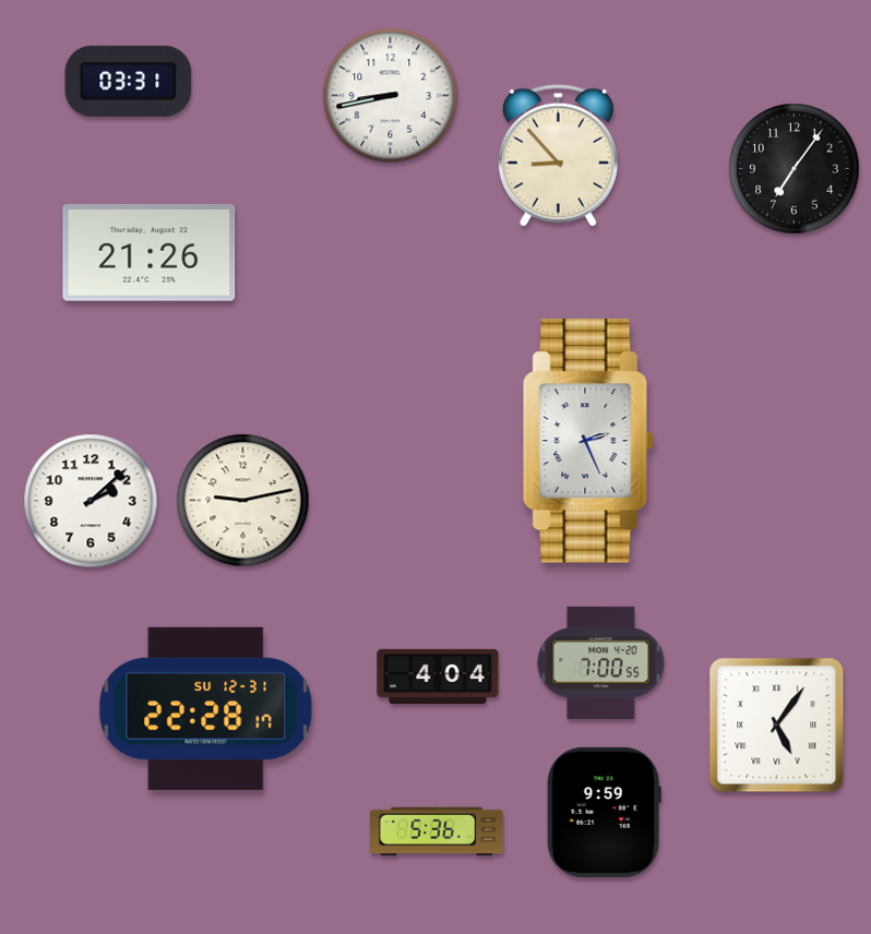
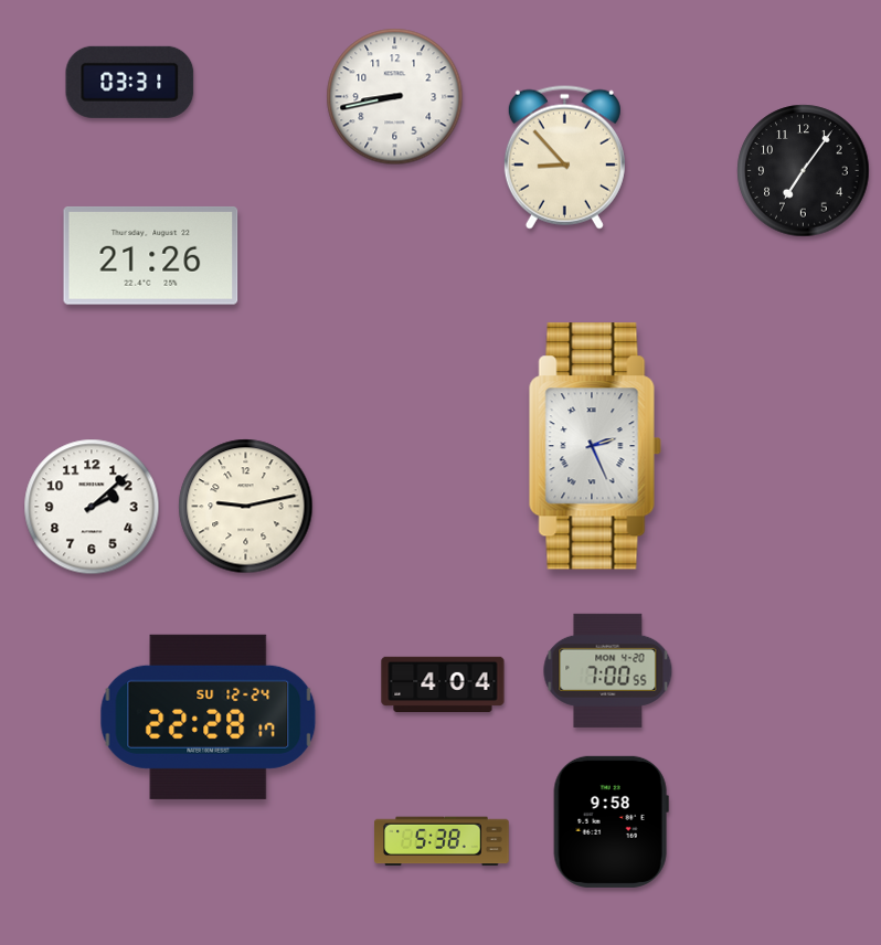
clock at (206, 708) date: SU 12-31 -> SU 12-24
clock at (777, 726): 5:06 -> none
clock at (604, 812): 9:59 -> 9:58
clock at (438, 831): 5:36 -> 5:38
